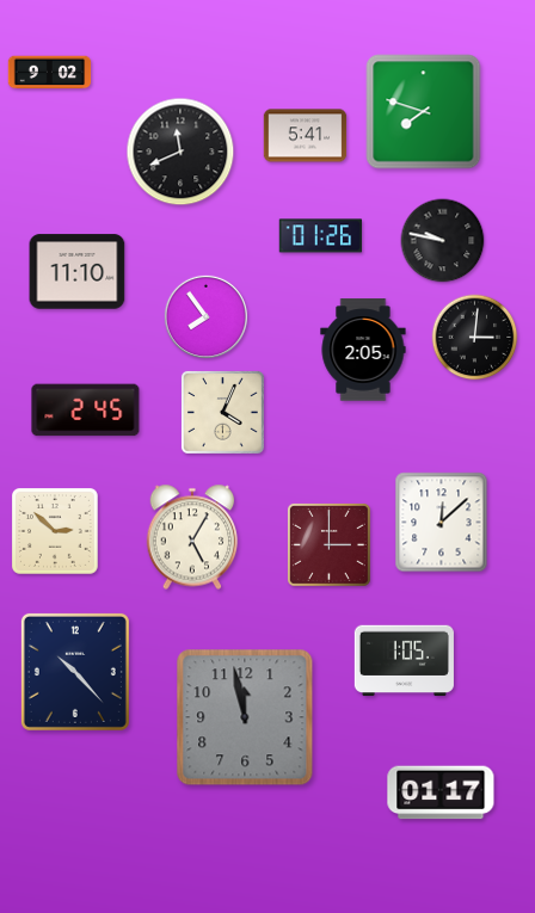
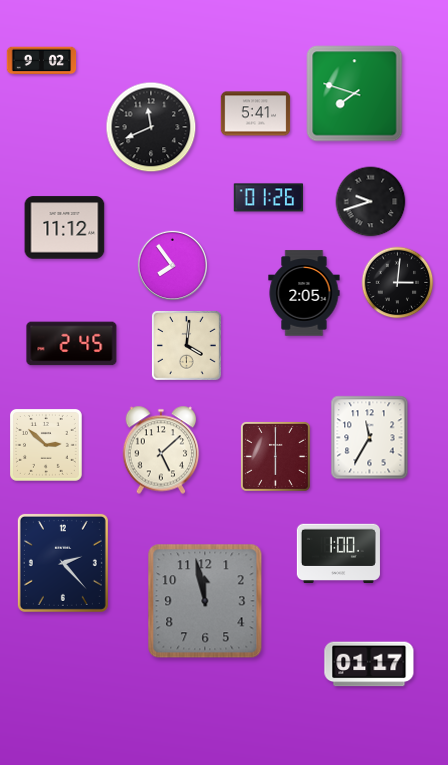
clock at (443, 241): 9:47 -> 9:42
clock at (78, 272): 11:10 -> 11:12
clock at (223, 413): 4:04 -> 4:01
clock at (442, 523): 12:08 -> 11:35
clock at (192, 537): 5:05 -> 5:08
clock at (330, 545): 3:00 -> 6:00
clock at (404, 661): 1:05 -> 1:00
clock at (75, 672): 10:23 -> 2:23
